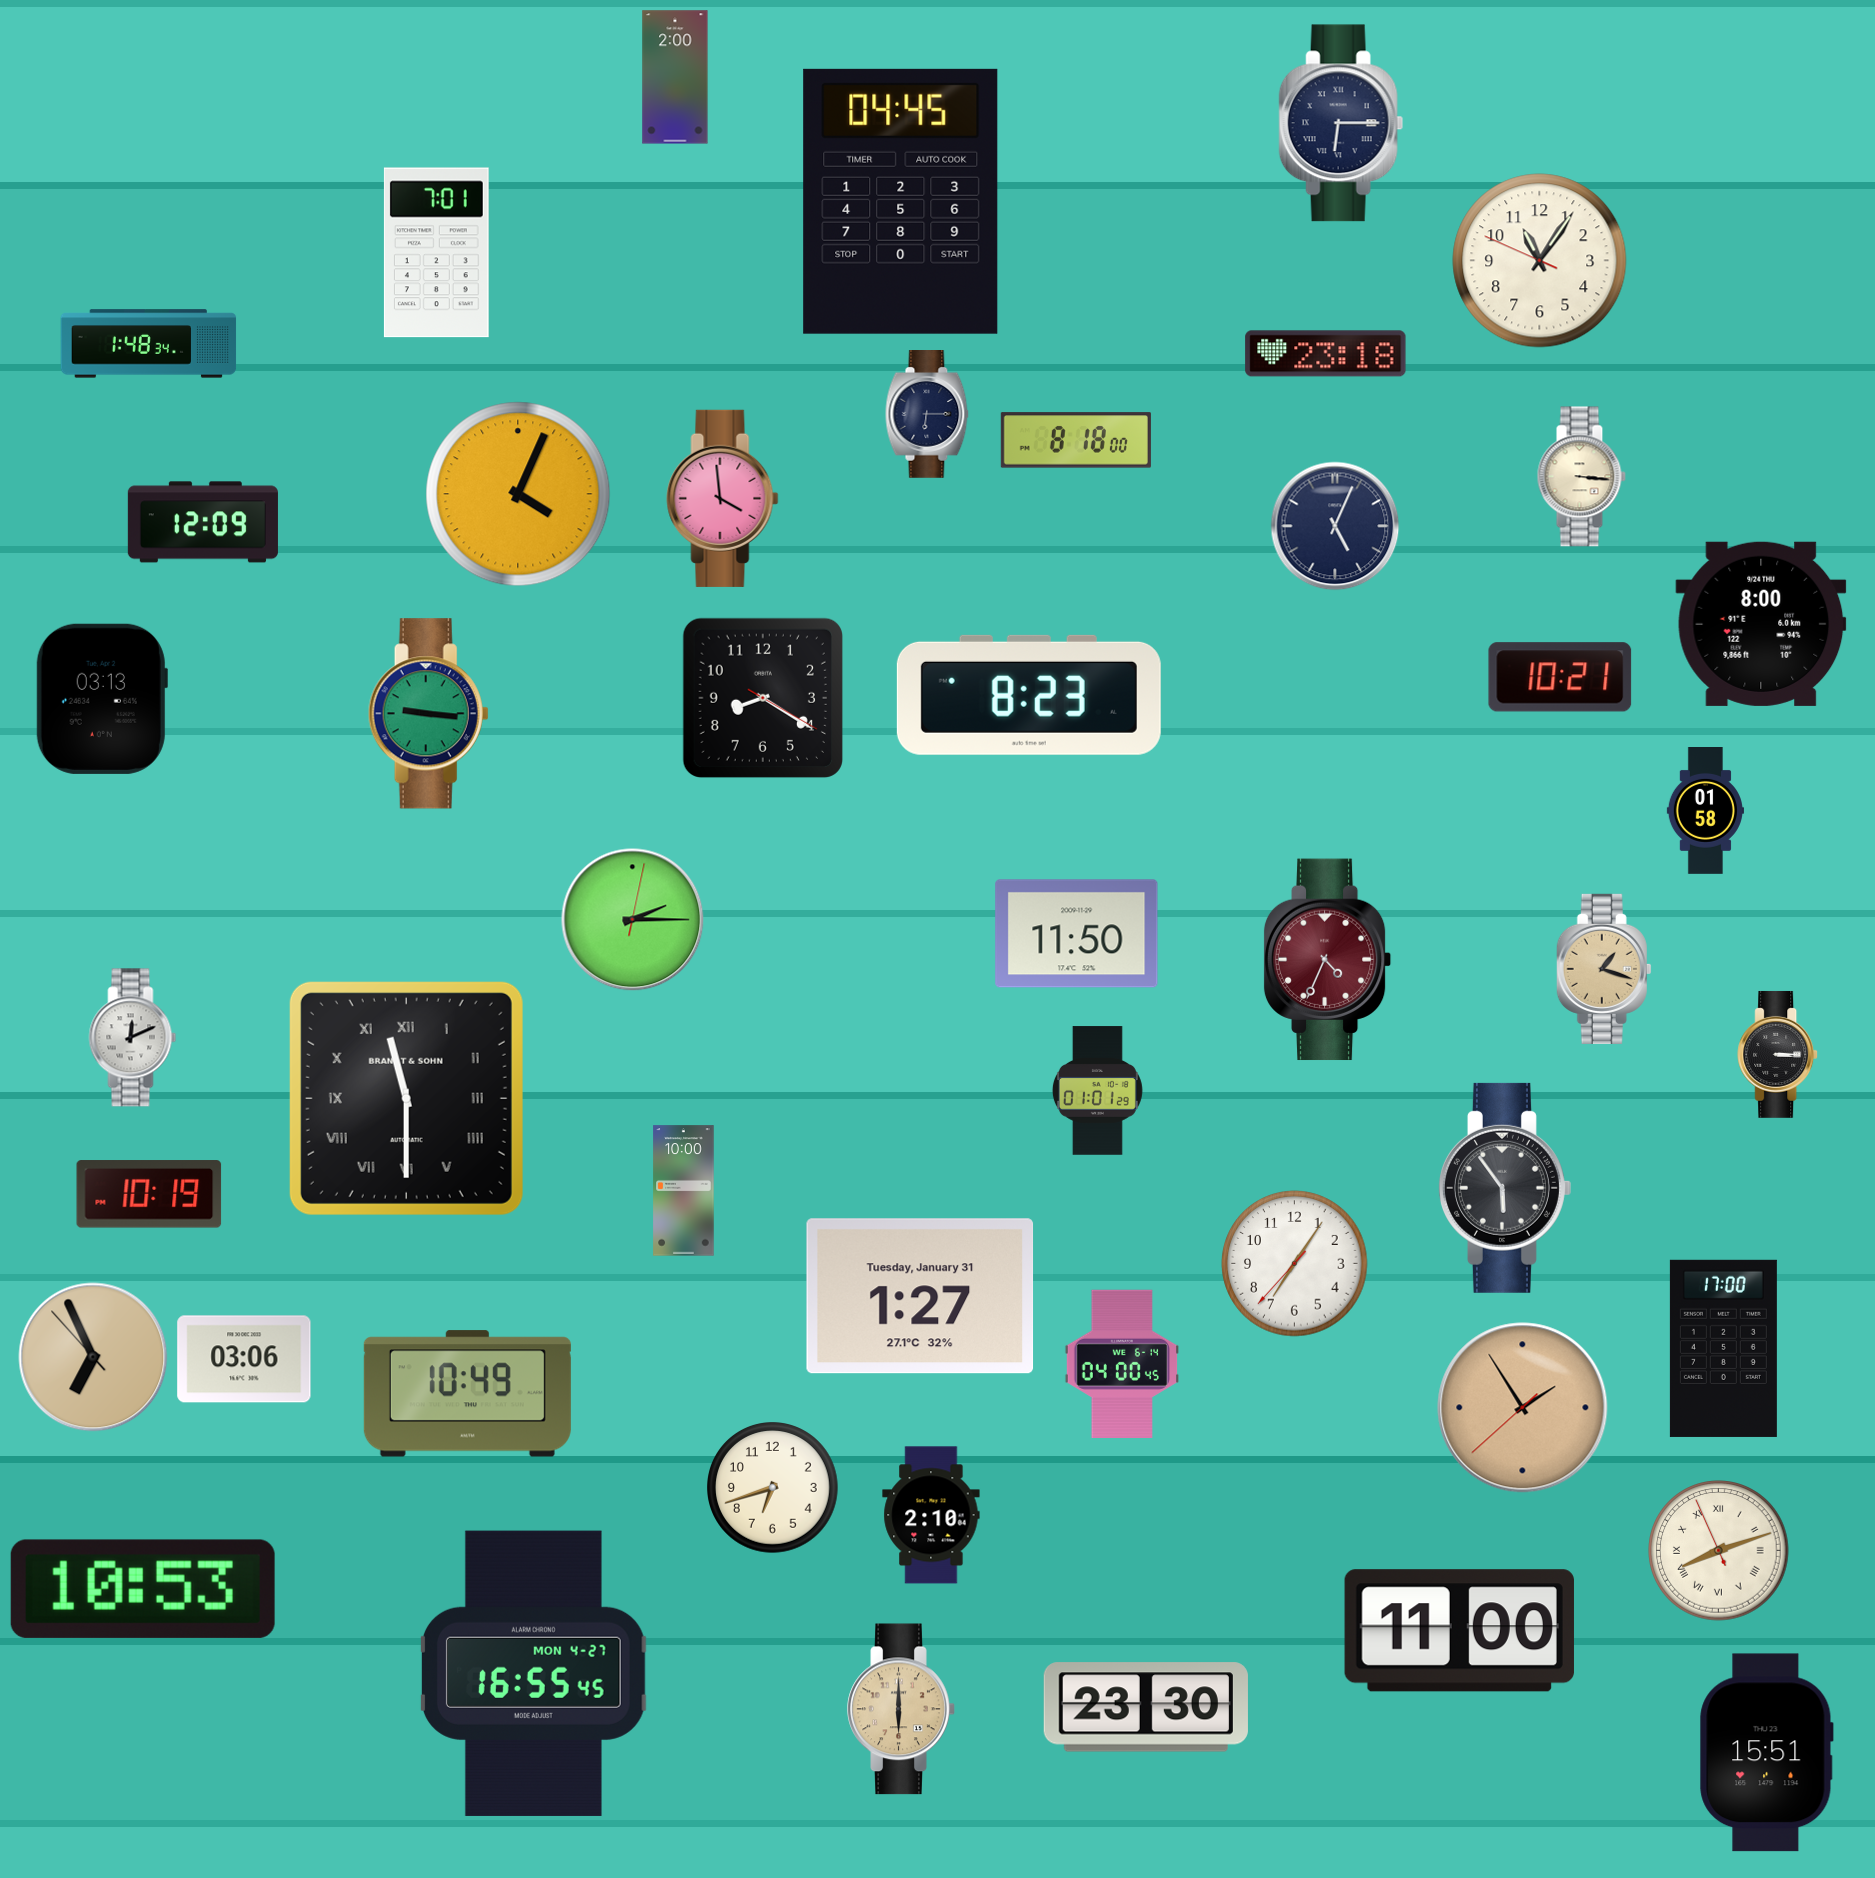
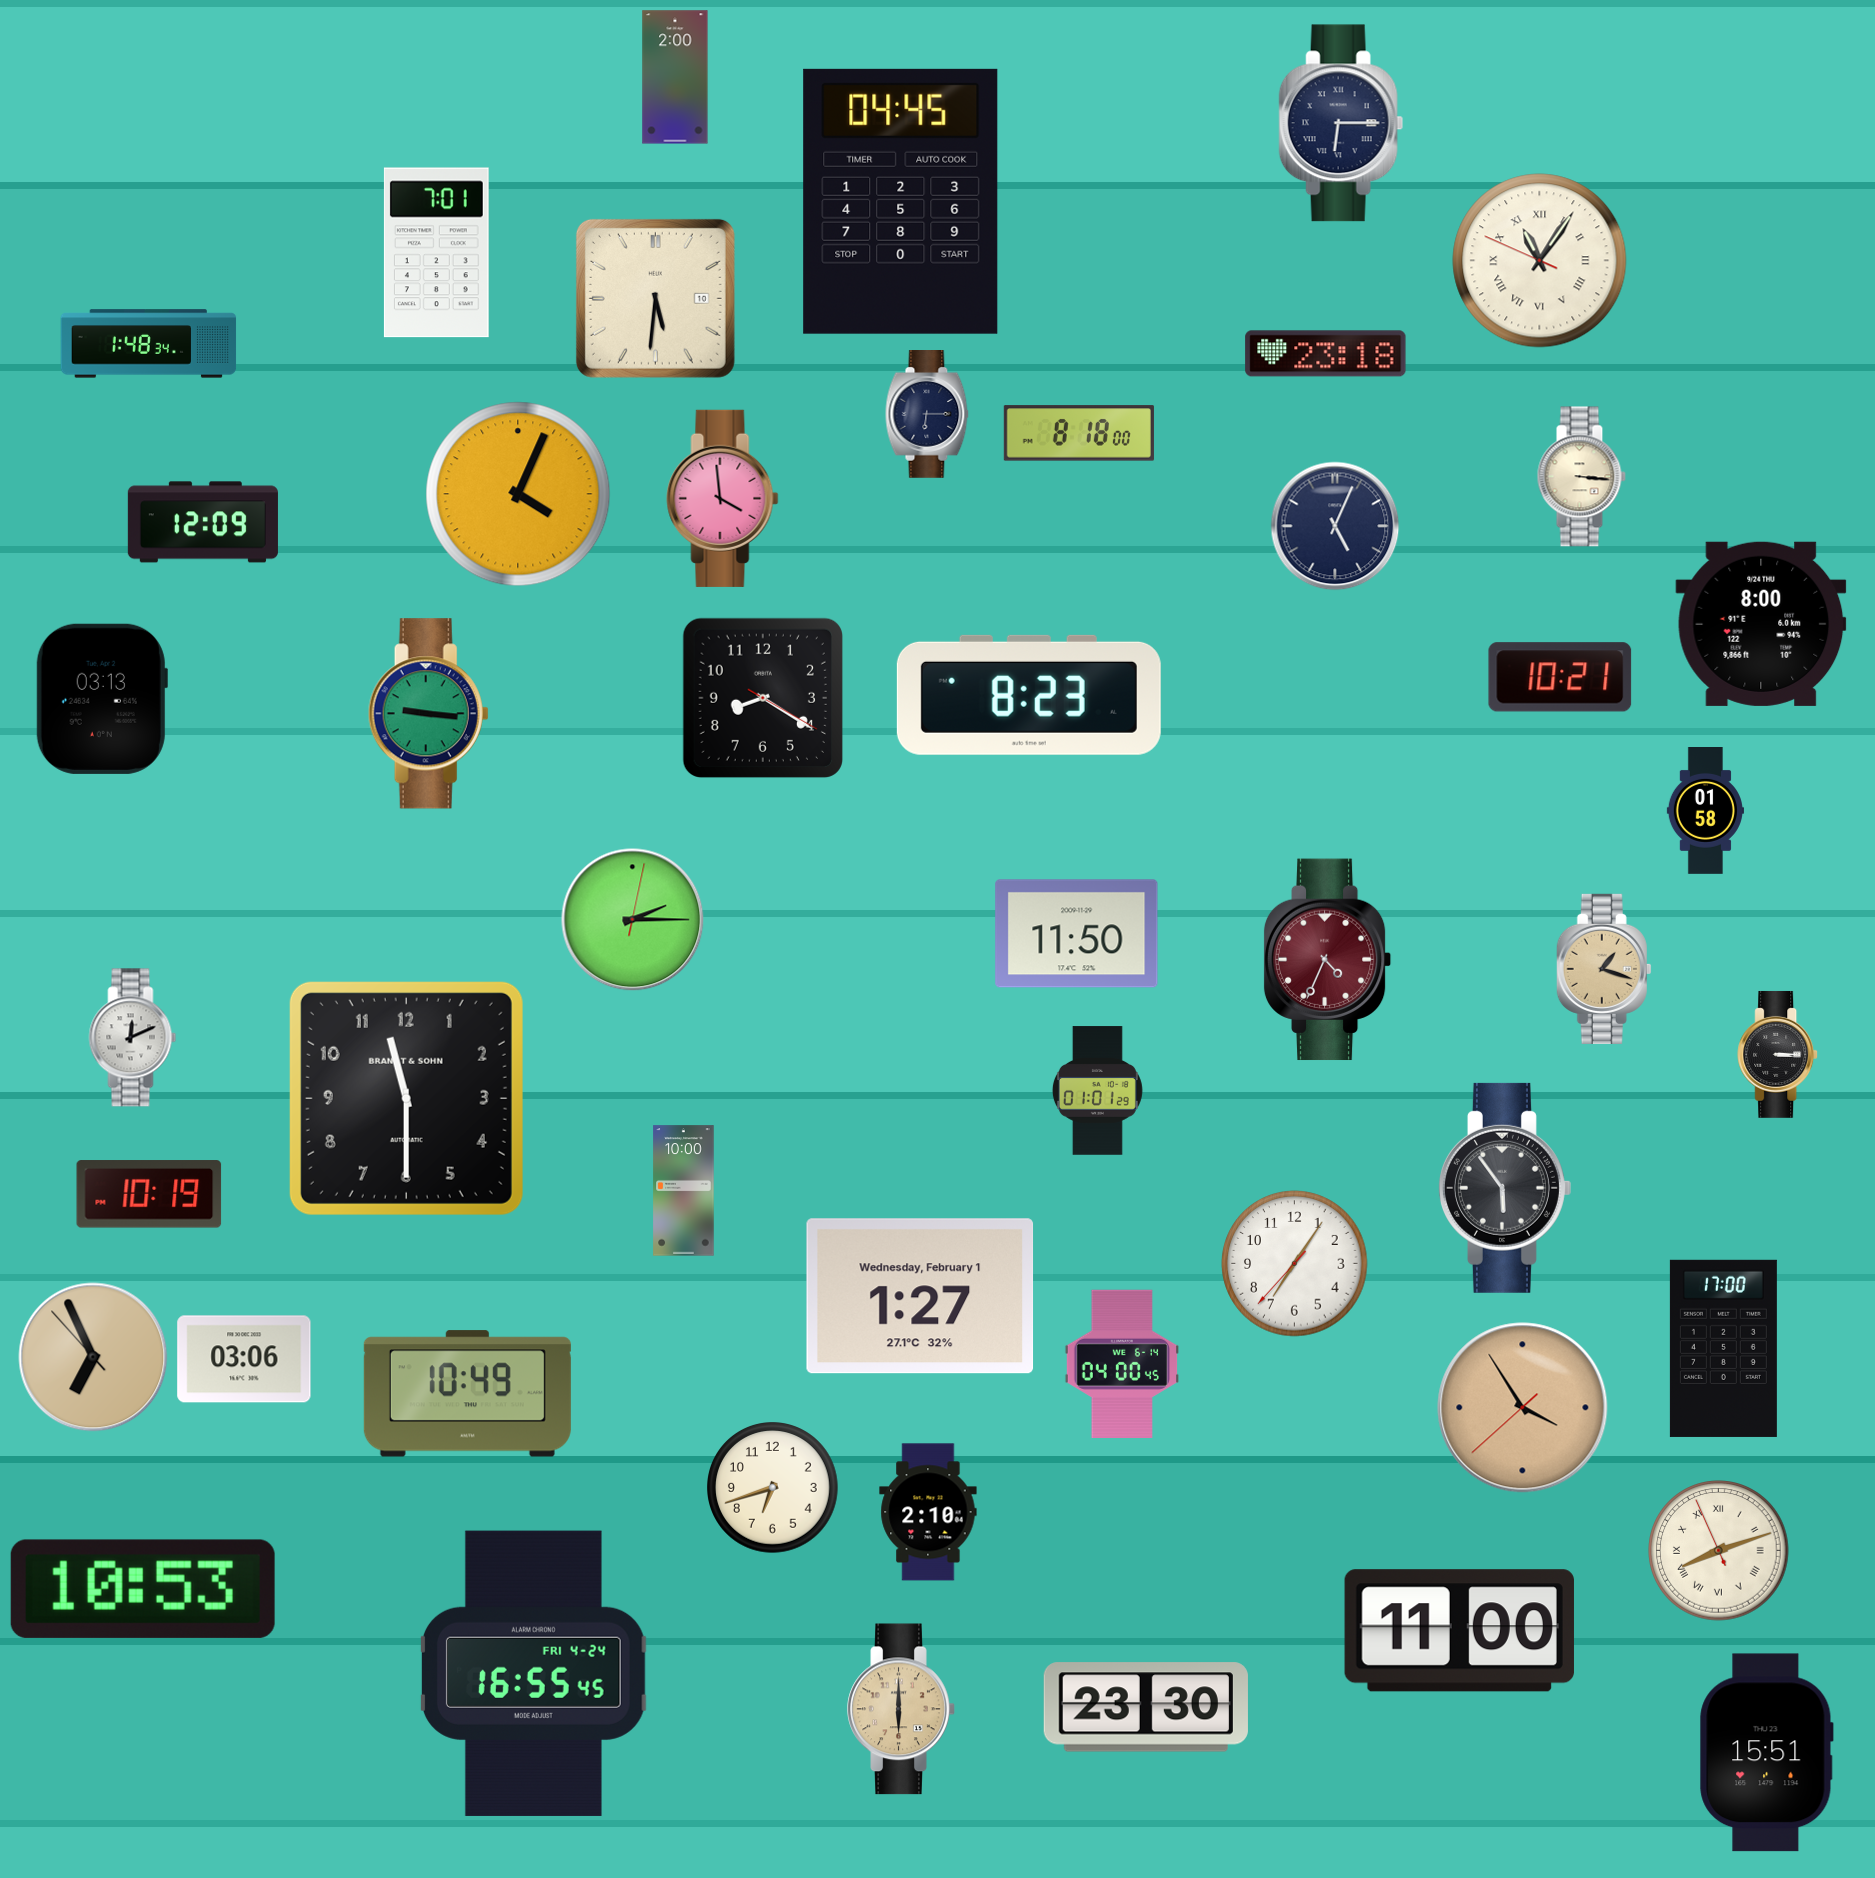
clock at (1540, 261) numerals: Arabic -> Roman
clock at (655, 298): none -> 5:31
clock at (1076, 440) position: (1076, 440) -> (1079, 433)
clock at (406, 1098) numerals: Roman -> Arabic
clock at (920, 1296) date: Tuesday, January 31 -> Wednesday, February 1
clock at (1523, 1408): 1:54 -> 3:54
clock at (931, 1515) position: (931, 1515) -> (928, 1512)
clock at (533, 1673) date: MON 4-27 -> FRI 4-24
